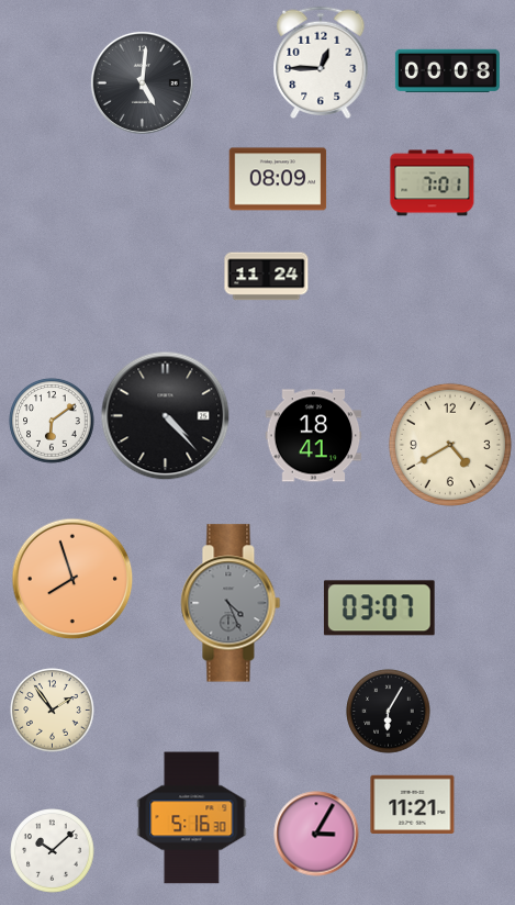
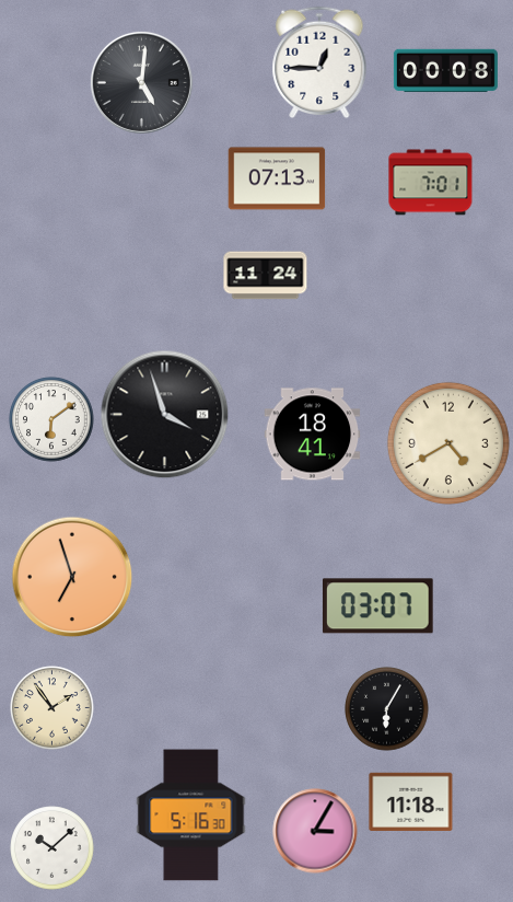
clock at (278, 179): 08:09 -> 07:13
clock at (166, 416): 4:23 -> 3:57
clock at (72, 579): 7:57 -> 6:57
clock at (231, 603): 4:26 -> none
clock at (413, 804): 11:21 -> 11:18
